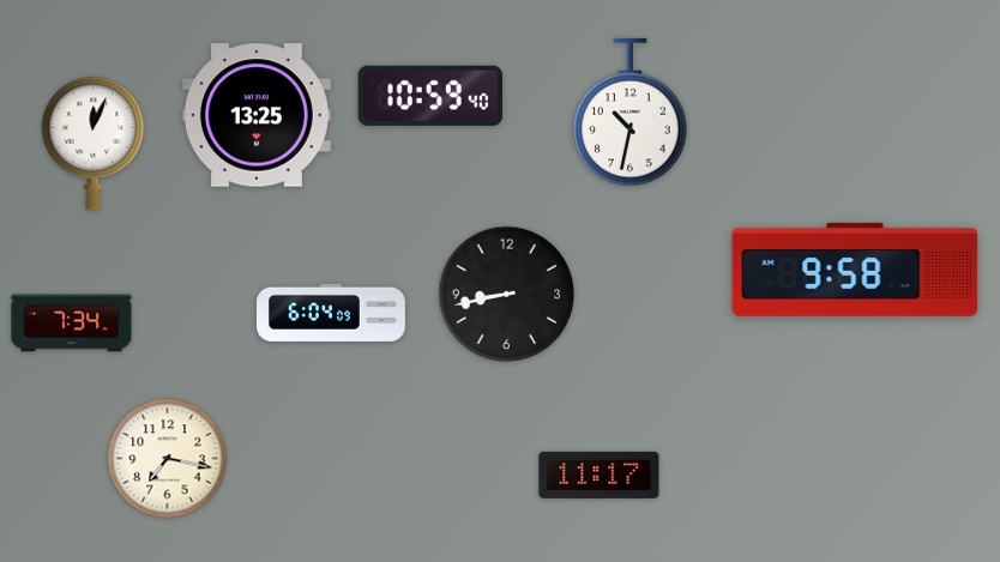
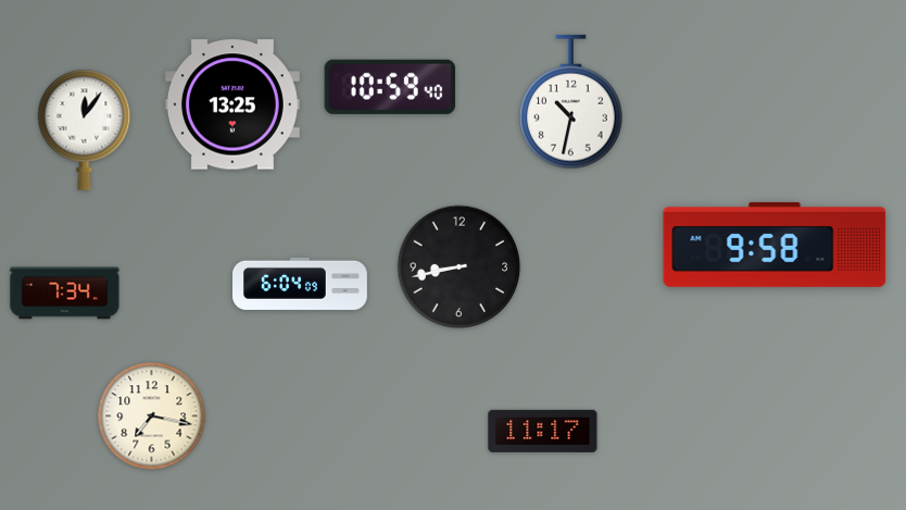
clock at (94, 143): 12:04 -> 12:06
